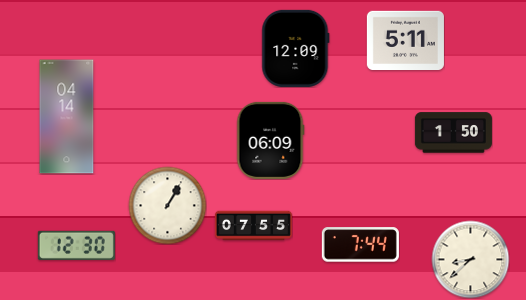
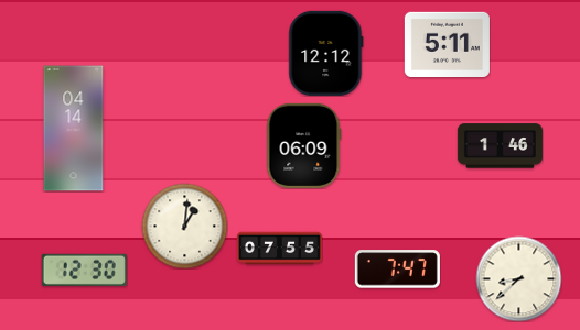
clock at (296, 48): 12:09 -> 12:12
clock at (453, 133): 1:50 -> 1:46
clock at (270, 140) position: (270, 140) -> (303, 145)
clock at (167, 205): 1:05 -> 1:01
clock at (360, 245): 7:44 -> 7:47
clock at (470, 259) position: (470, 259) -> (518, 278)
